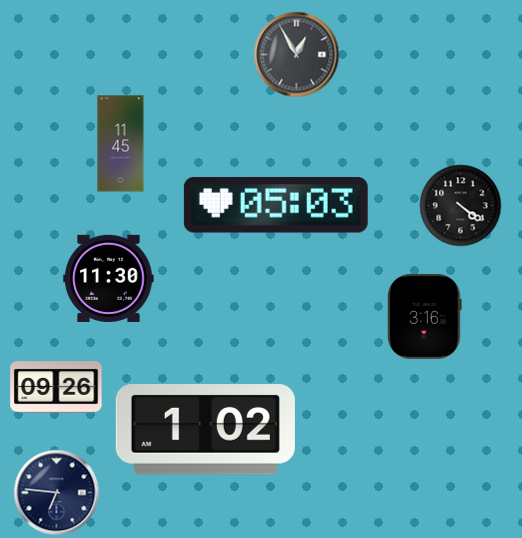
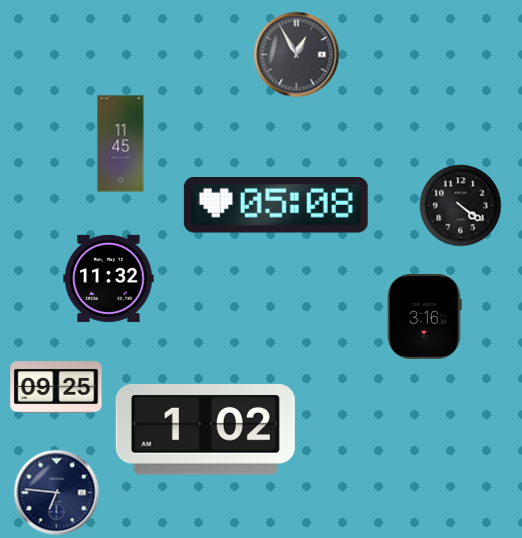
clock at (276, 206): 05:03 -> 05:08
clock at (109, 278): 11:30 -> 11:32
clock at (56, 387): 09:26 -> 09:25
